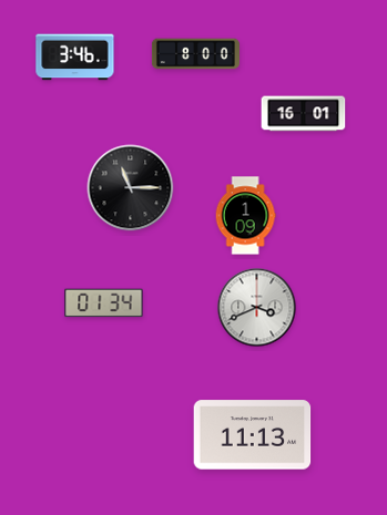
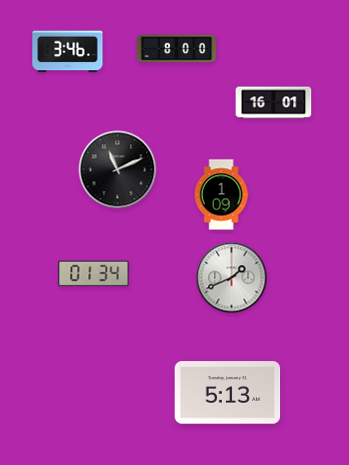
clock at (131, 188): 11:15 -> 11:11
clock at (257, 308): 3:41 -> 1:41
clock at (253, 435): 11:13 -> 5:13
